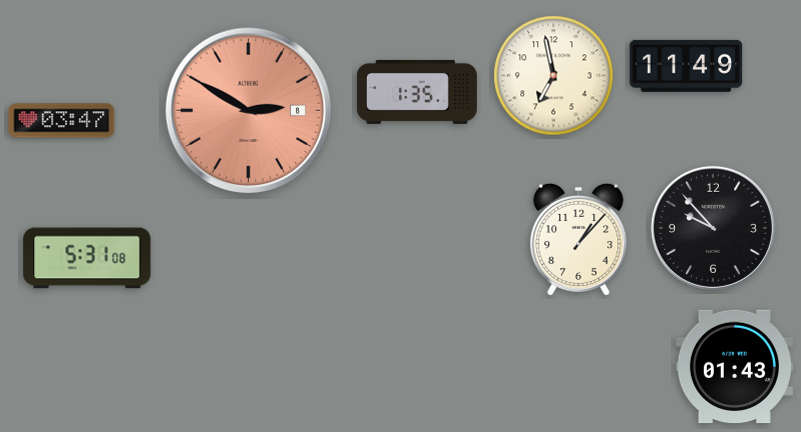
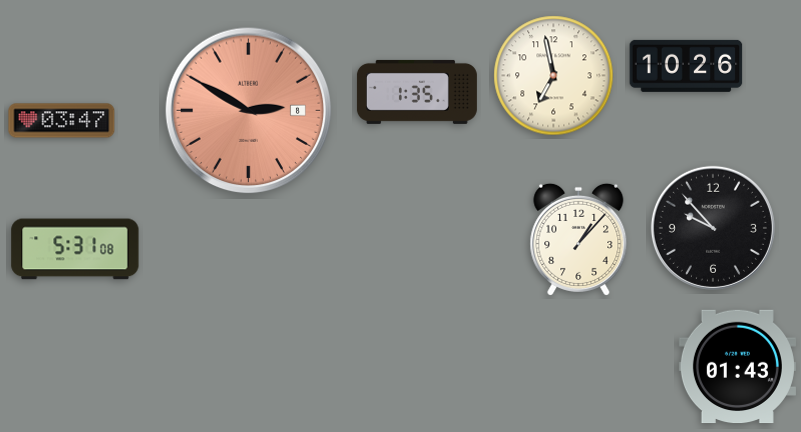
clock at (686, 66): 11:49 -> 10:26
clock at (87, 258) position: (87, 258) -> (75, 249)
clock at (734, 367) position: (734, 367) -> (737, 367)
